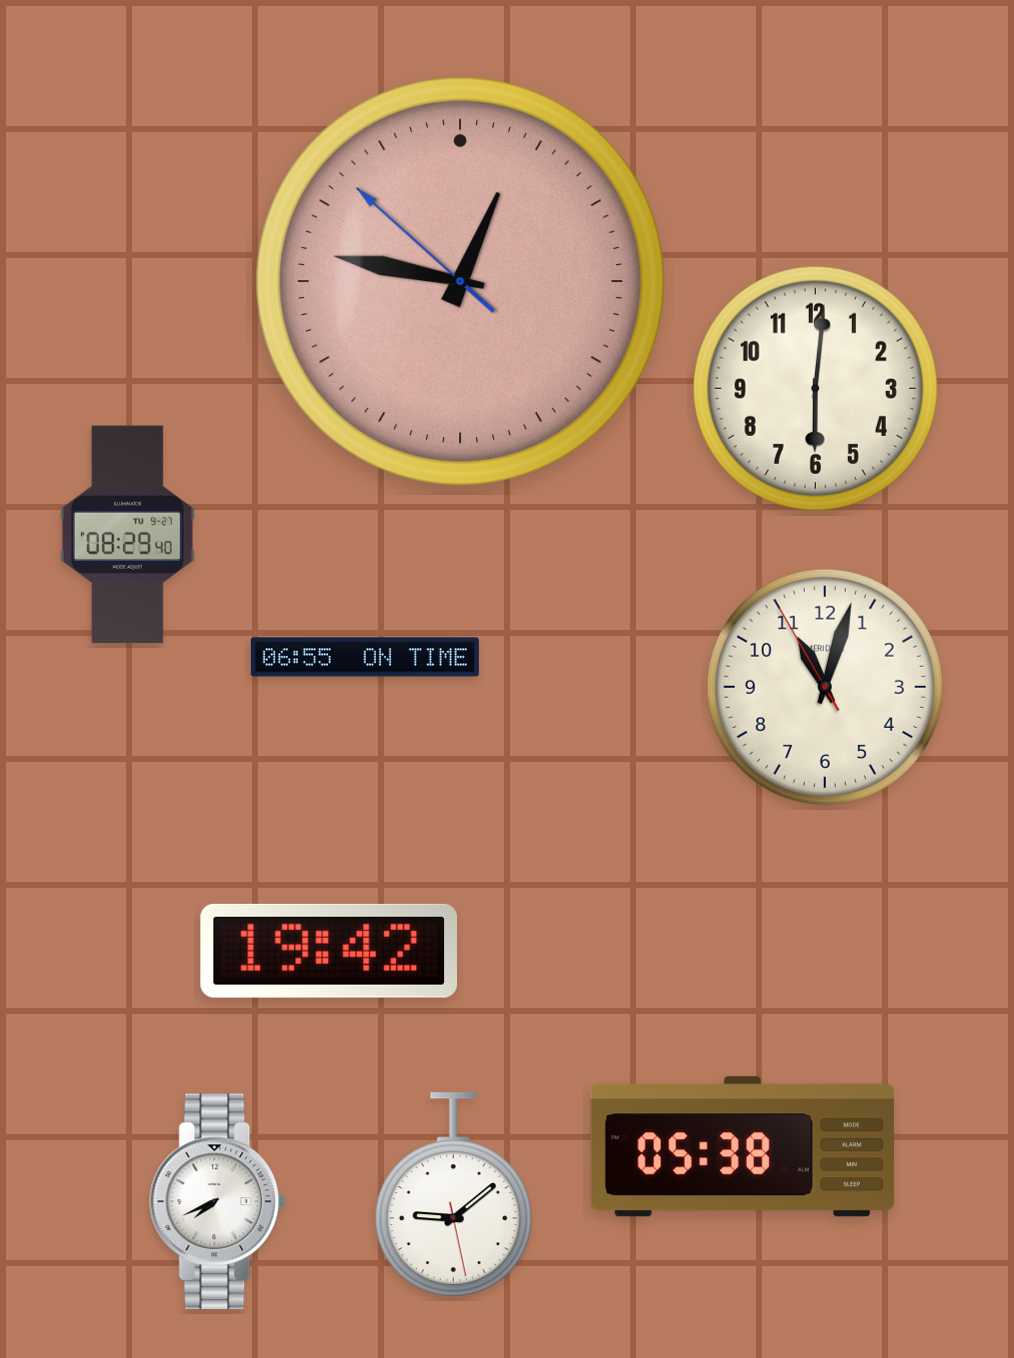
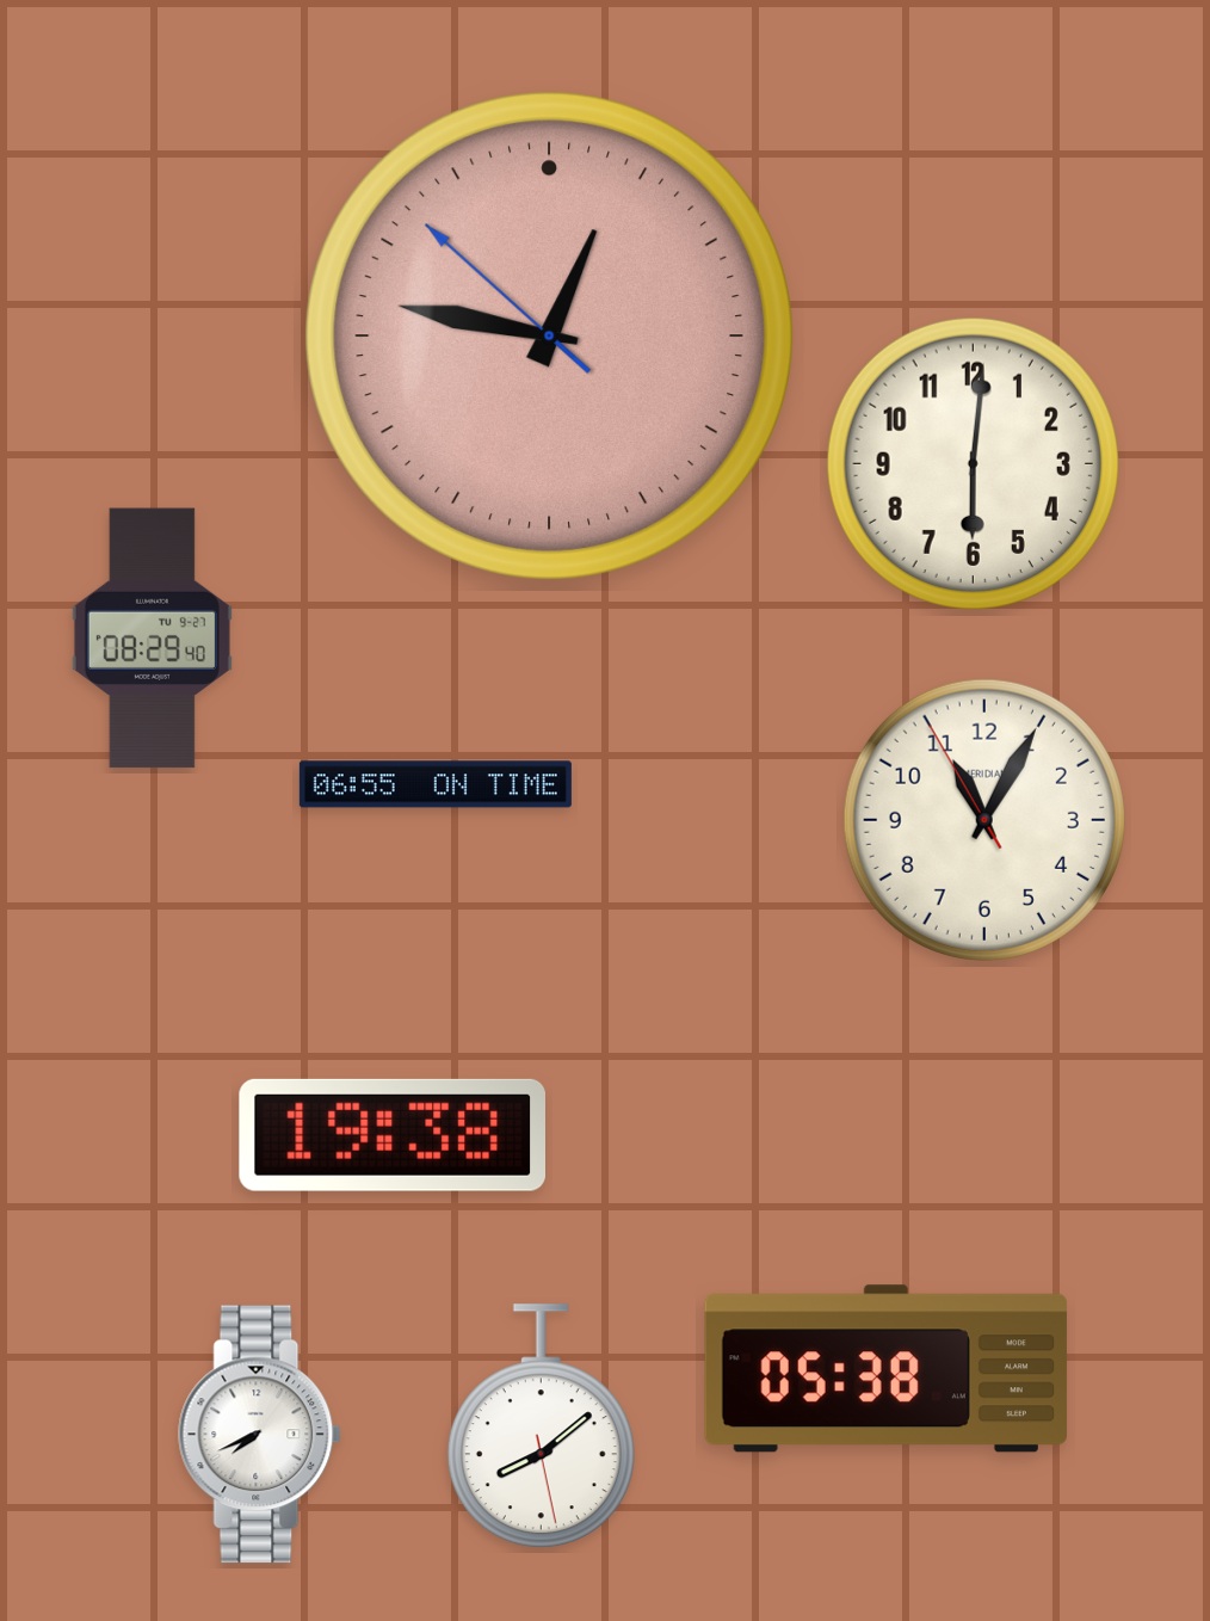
clock at (825, 687): 11:02 -> 11:04
clock at (328, 951): 19:42 -> 19:38
clock at (453, 1195): 9:08 -> 8:08
